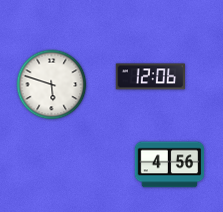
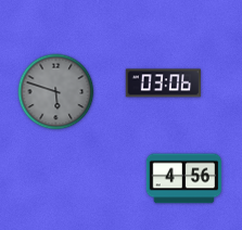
clock at (150, 77): 12:06 -> 03:06
clock at (52, 85) dial: white -> grey
